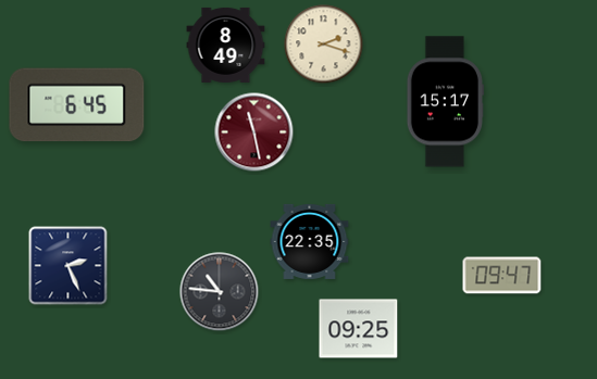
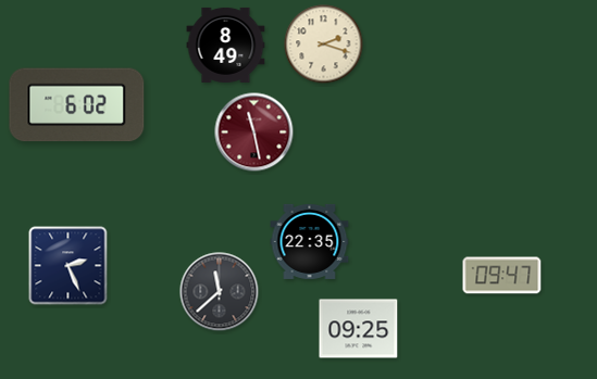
clock at (445, 102): 15:17 -> none
clock at (77, 105): 6:45 -> 6:02
clock at (220, 292): 10:46 -> 11:38
